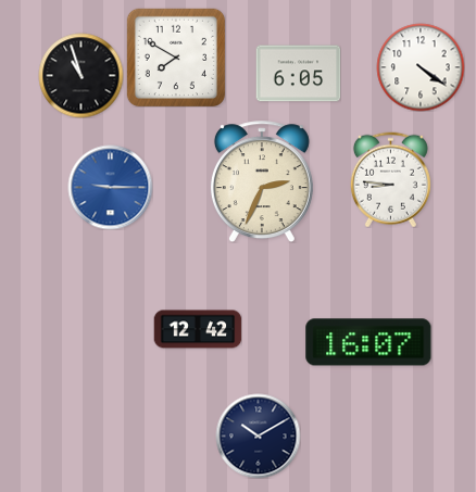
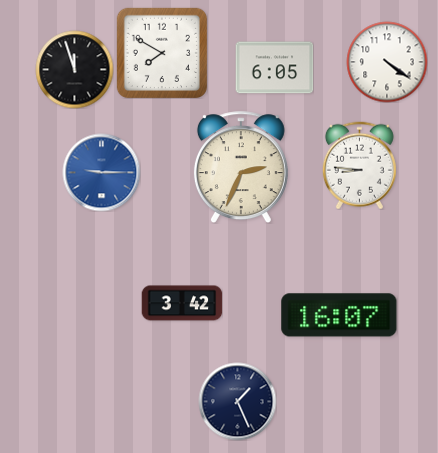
clock at (80, 75): 10:57 -> 11:57
clock at (198, 329): 12:42 -> 3:42
clock at (258, 436): 10:10 -> 1:26
